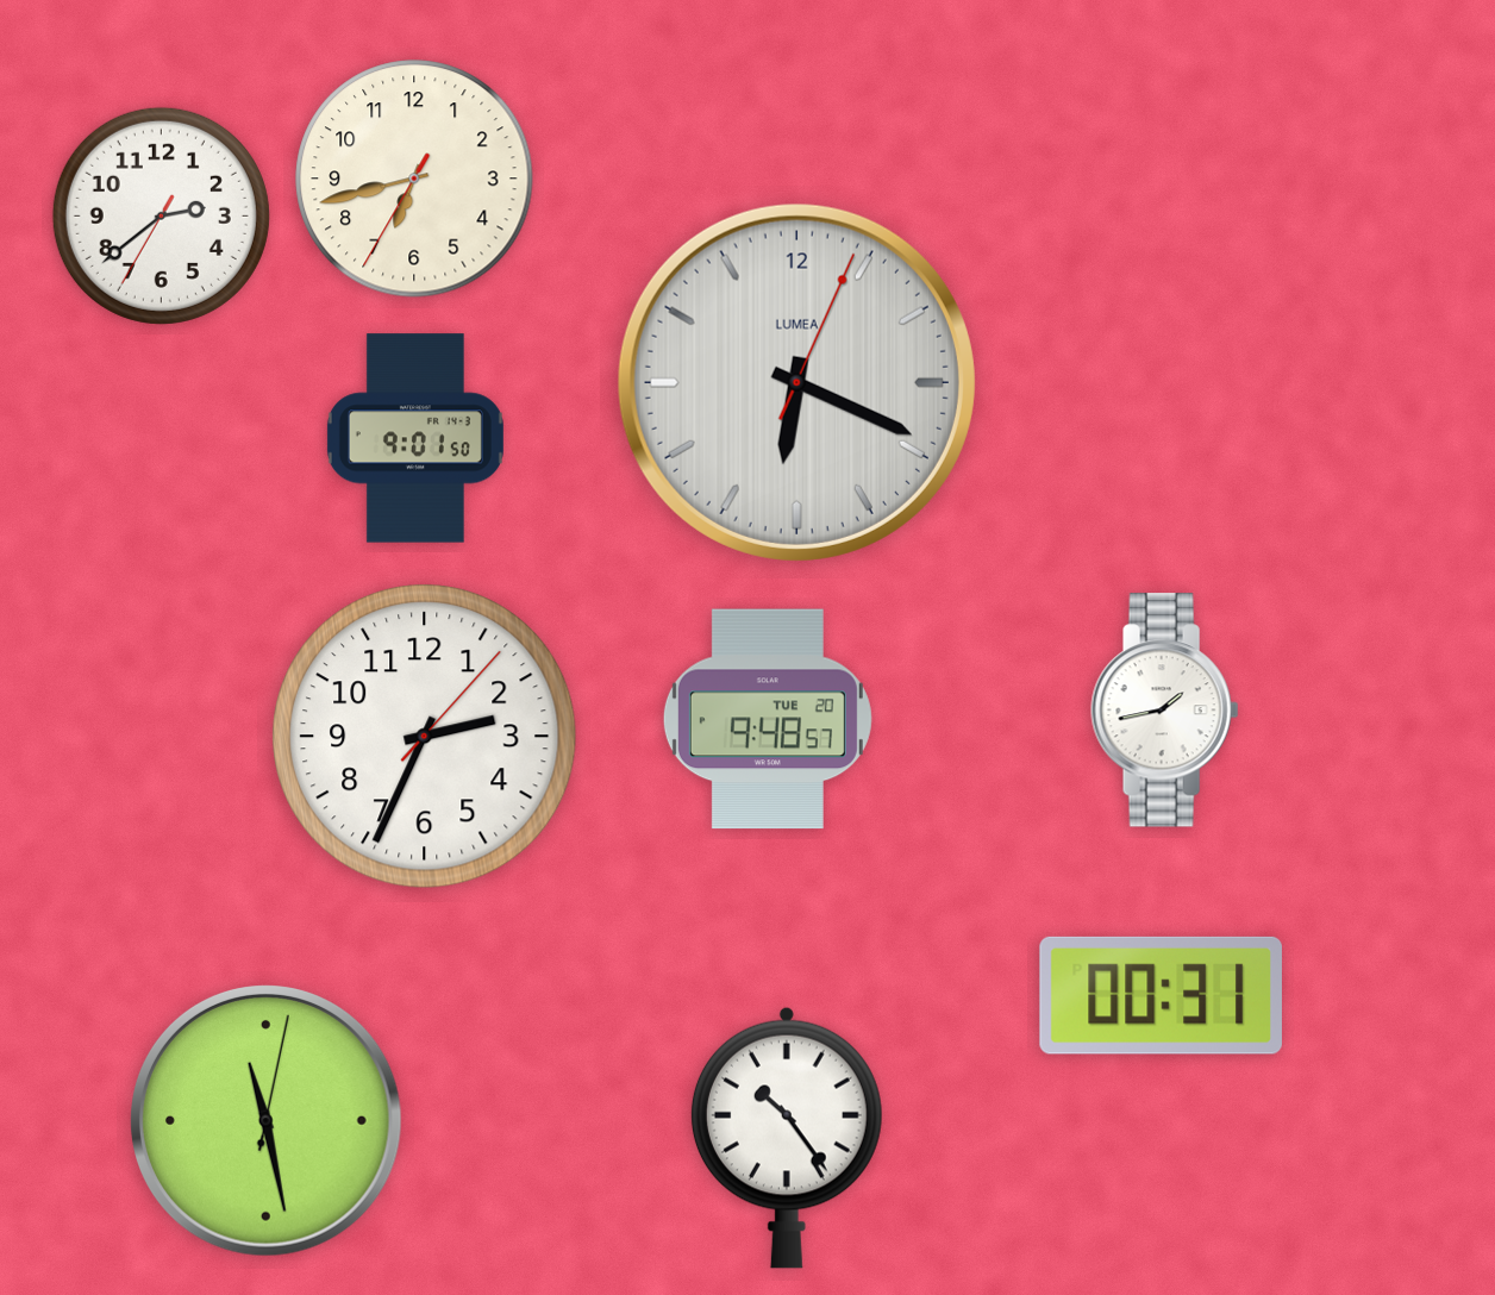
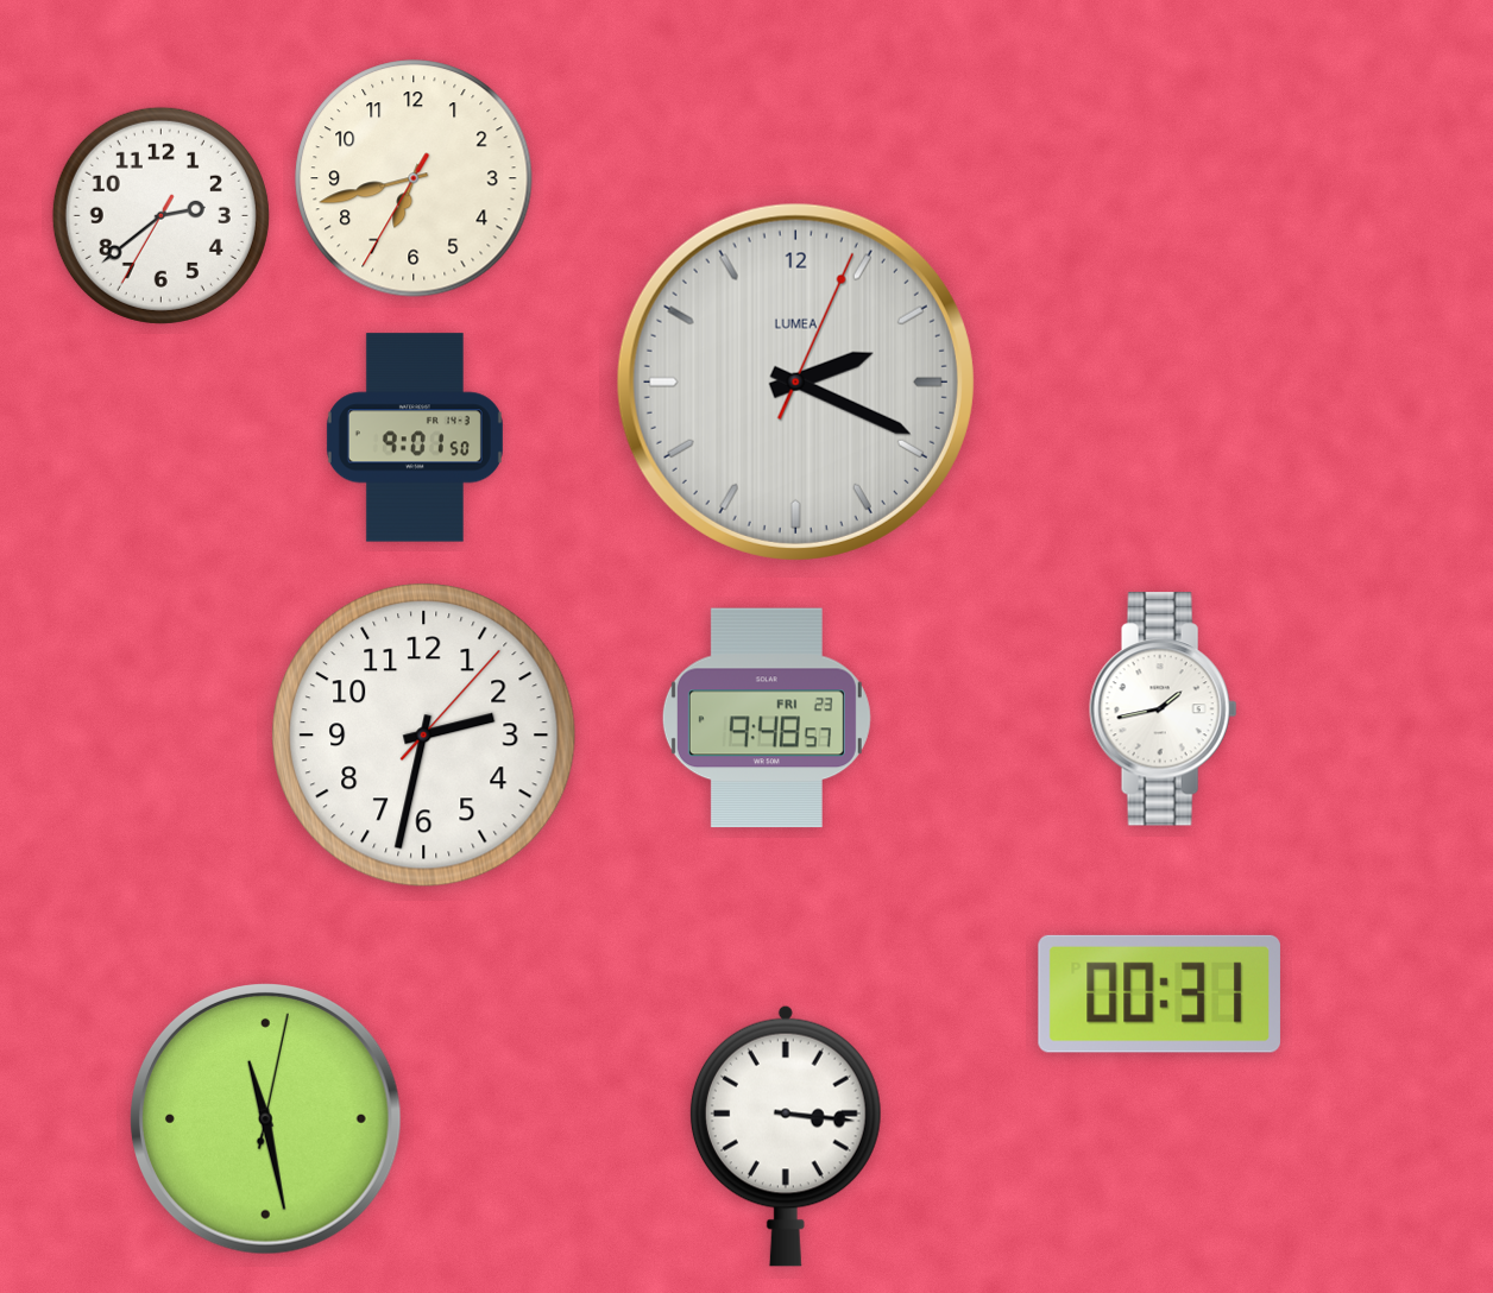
clock at (796, 382): 6:19 -> 2:19
clock at (768, 719) date: TUE 20 -> FRI 23
clock at (425, 737): 2:34 -> 2:32
clock at (787, 1138): 10:24 -> 3:16
